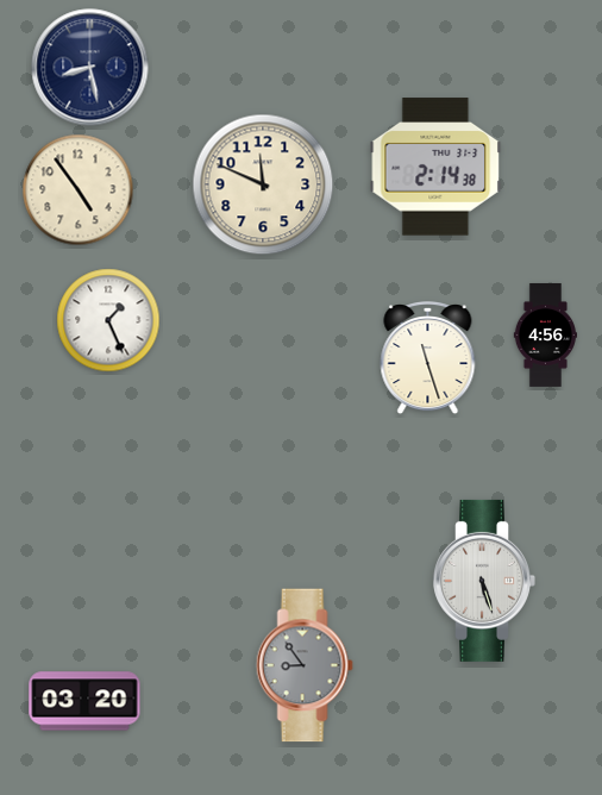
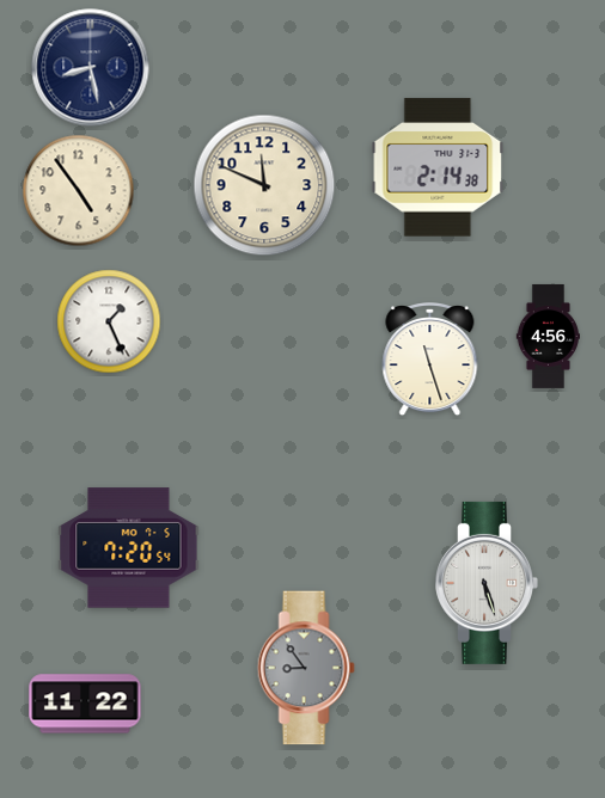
clock at (129, 548): none -> 7:20
clock at (84, 701): 03:20 -> 11:22
